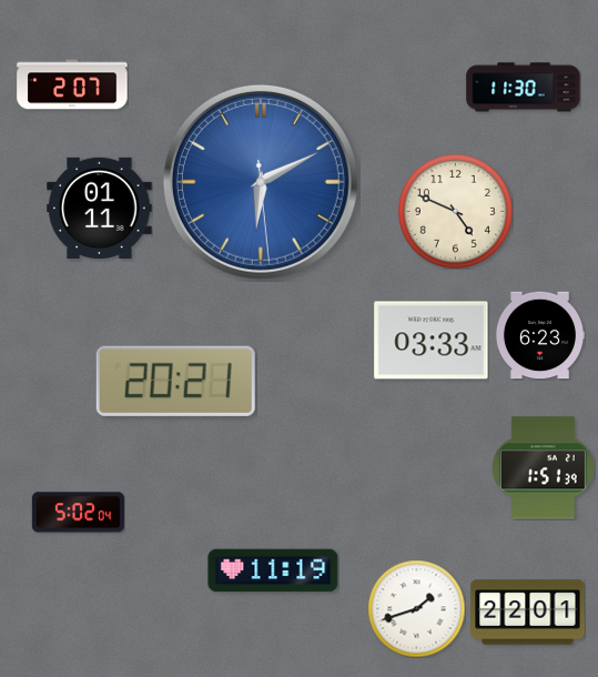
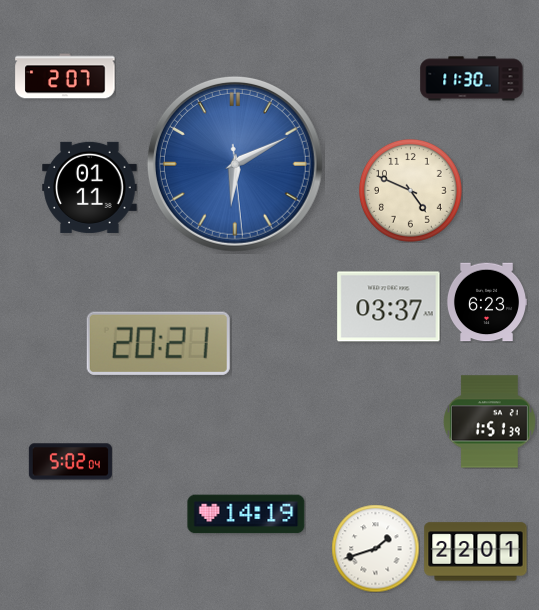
clock at (432, 341): 03:33 -> 03:37
clock at (273, 570): 11:19 -> 14:19
